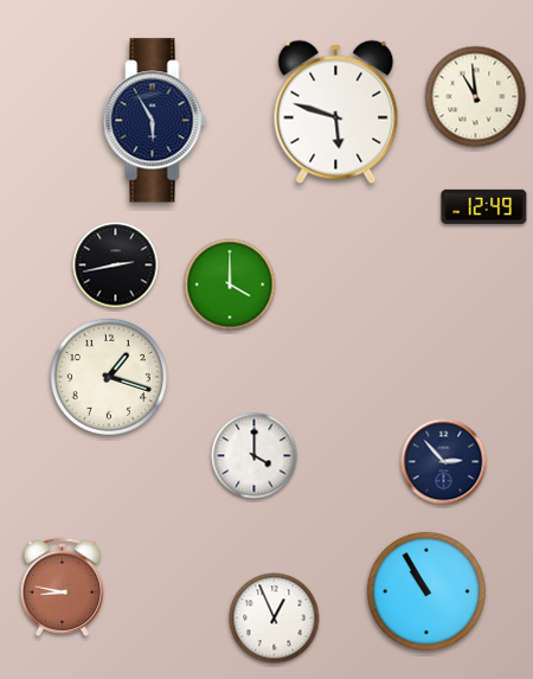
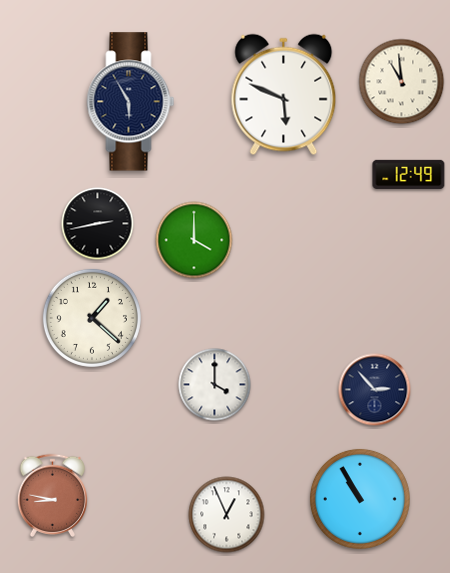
clock at (336, 113): 5:48 -> 5:49
clock at (109, 377): 1:18 -> 1:22
clock at (275, 619) position: (275, 619) -> (227, 515)
